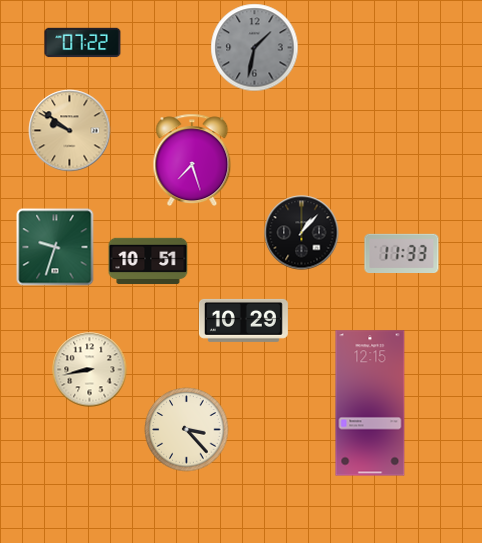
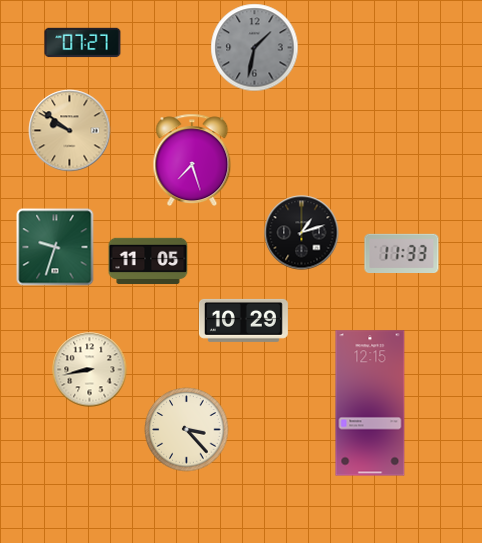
clock at (83, 43): 07:22 -> 07:27
clock at (302, 233): 1:07 -> 1:12
clock at (148, 261): 10:51 -> 11:05
